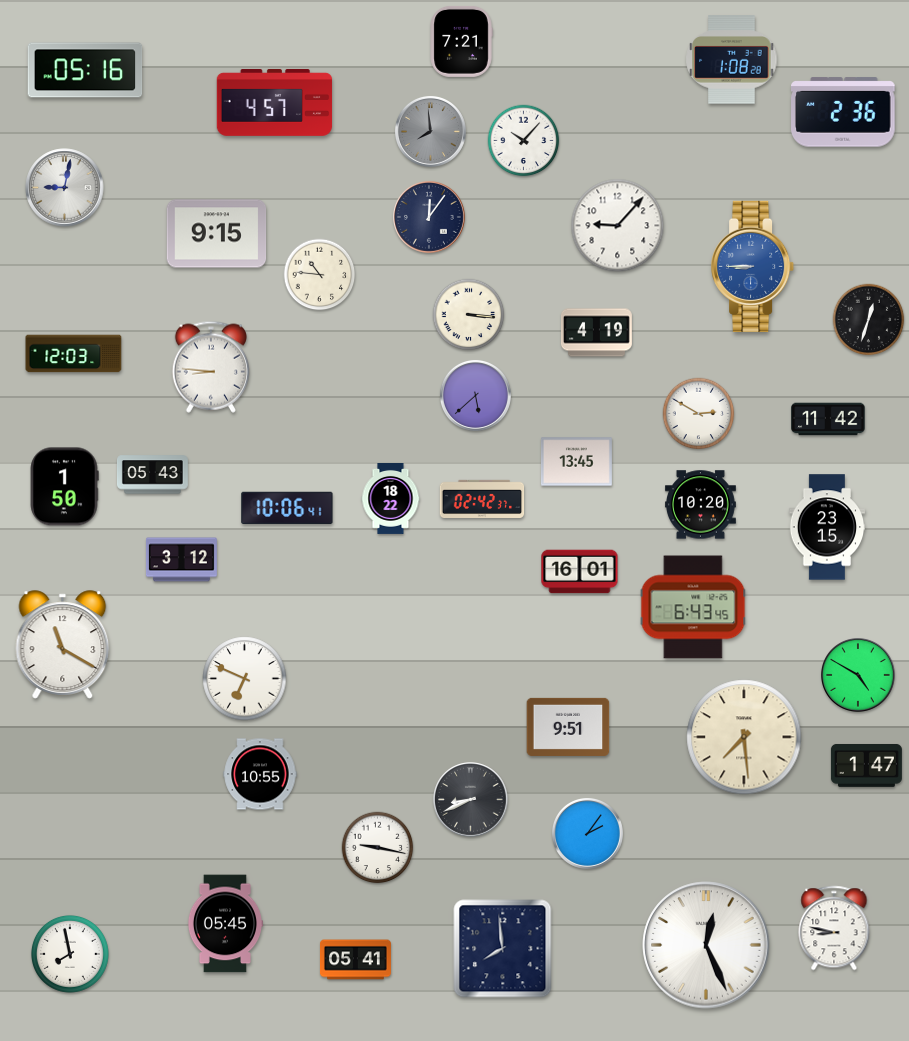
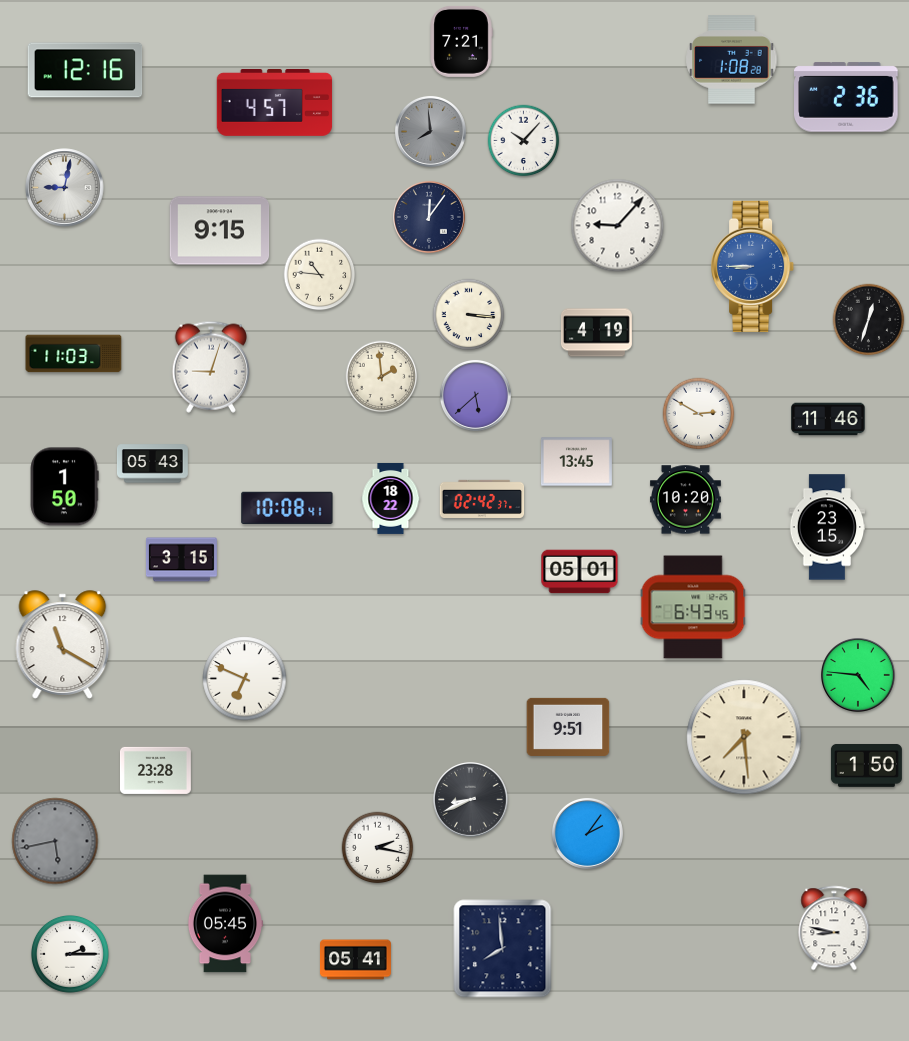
clock at (85, 70): 05:16 -> 12:16
clock at (844, 112) position: (844, 112) -> (847, 97)
clock at (217, 234) position: (217, 234) -> (220, 231)
clock at (74, 354): 12:03 -> 11:03
clock at (211, 367): 8:46 -> 9:03
clock at (382, 377): none -> 1:59
clock at (828, 419): 11:42 -> 11:46
clock at (152, 475) position: (152, 475) -> (152, 464)
clock at (700, 505) position: (700, 505) -> (685, 500)
clock at (287, 508): 10:06 -> 10:08
clock at (181, 560): 3:12 -> 3:15
clock at (580, 572): 16:01 -> 05:01
clock at (859, 676): 4:50 -> 4:46
clock at (866, 765): 1:47 -> 1:50
clock at (155, 770): none -> 23:28
clock at (260, 774): 10:55 -> none
clock at (55, 841): none -> 5:43
clock at (378, 848): 9:17 -> 2:17
clock at (706, 945): 12:26 -> none
clock at (70, 954): 7:58 -> 2:15
